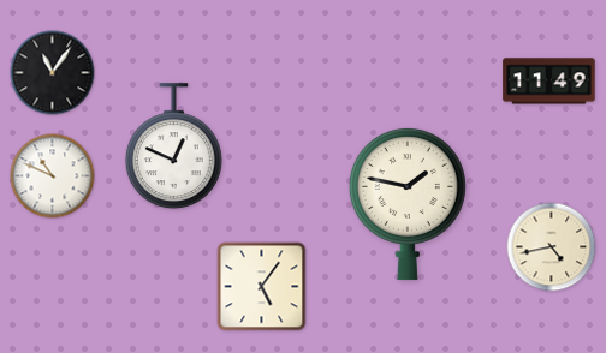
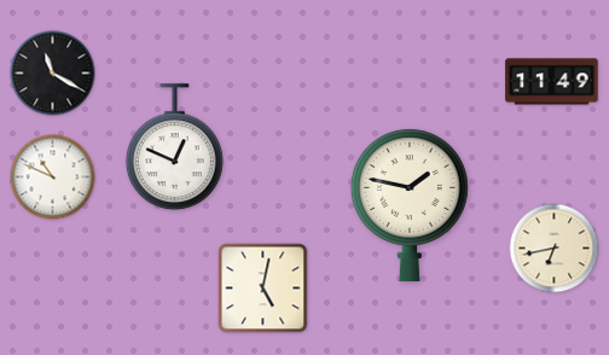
clock at (53, 73): 11:06 -> 11:20
clock at (552, 247): 4:43 -> 6:43
clock at (262, 287): 5:06 -> 5:02
